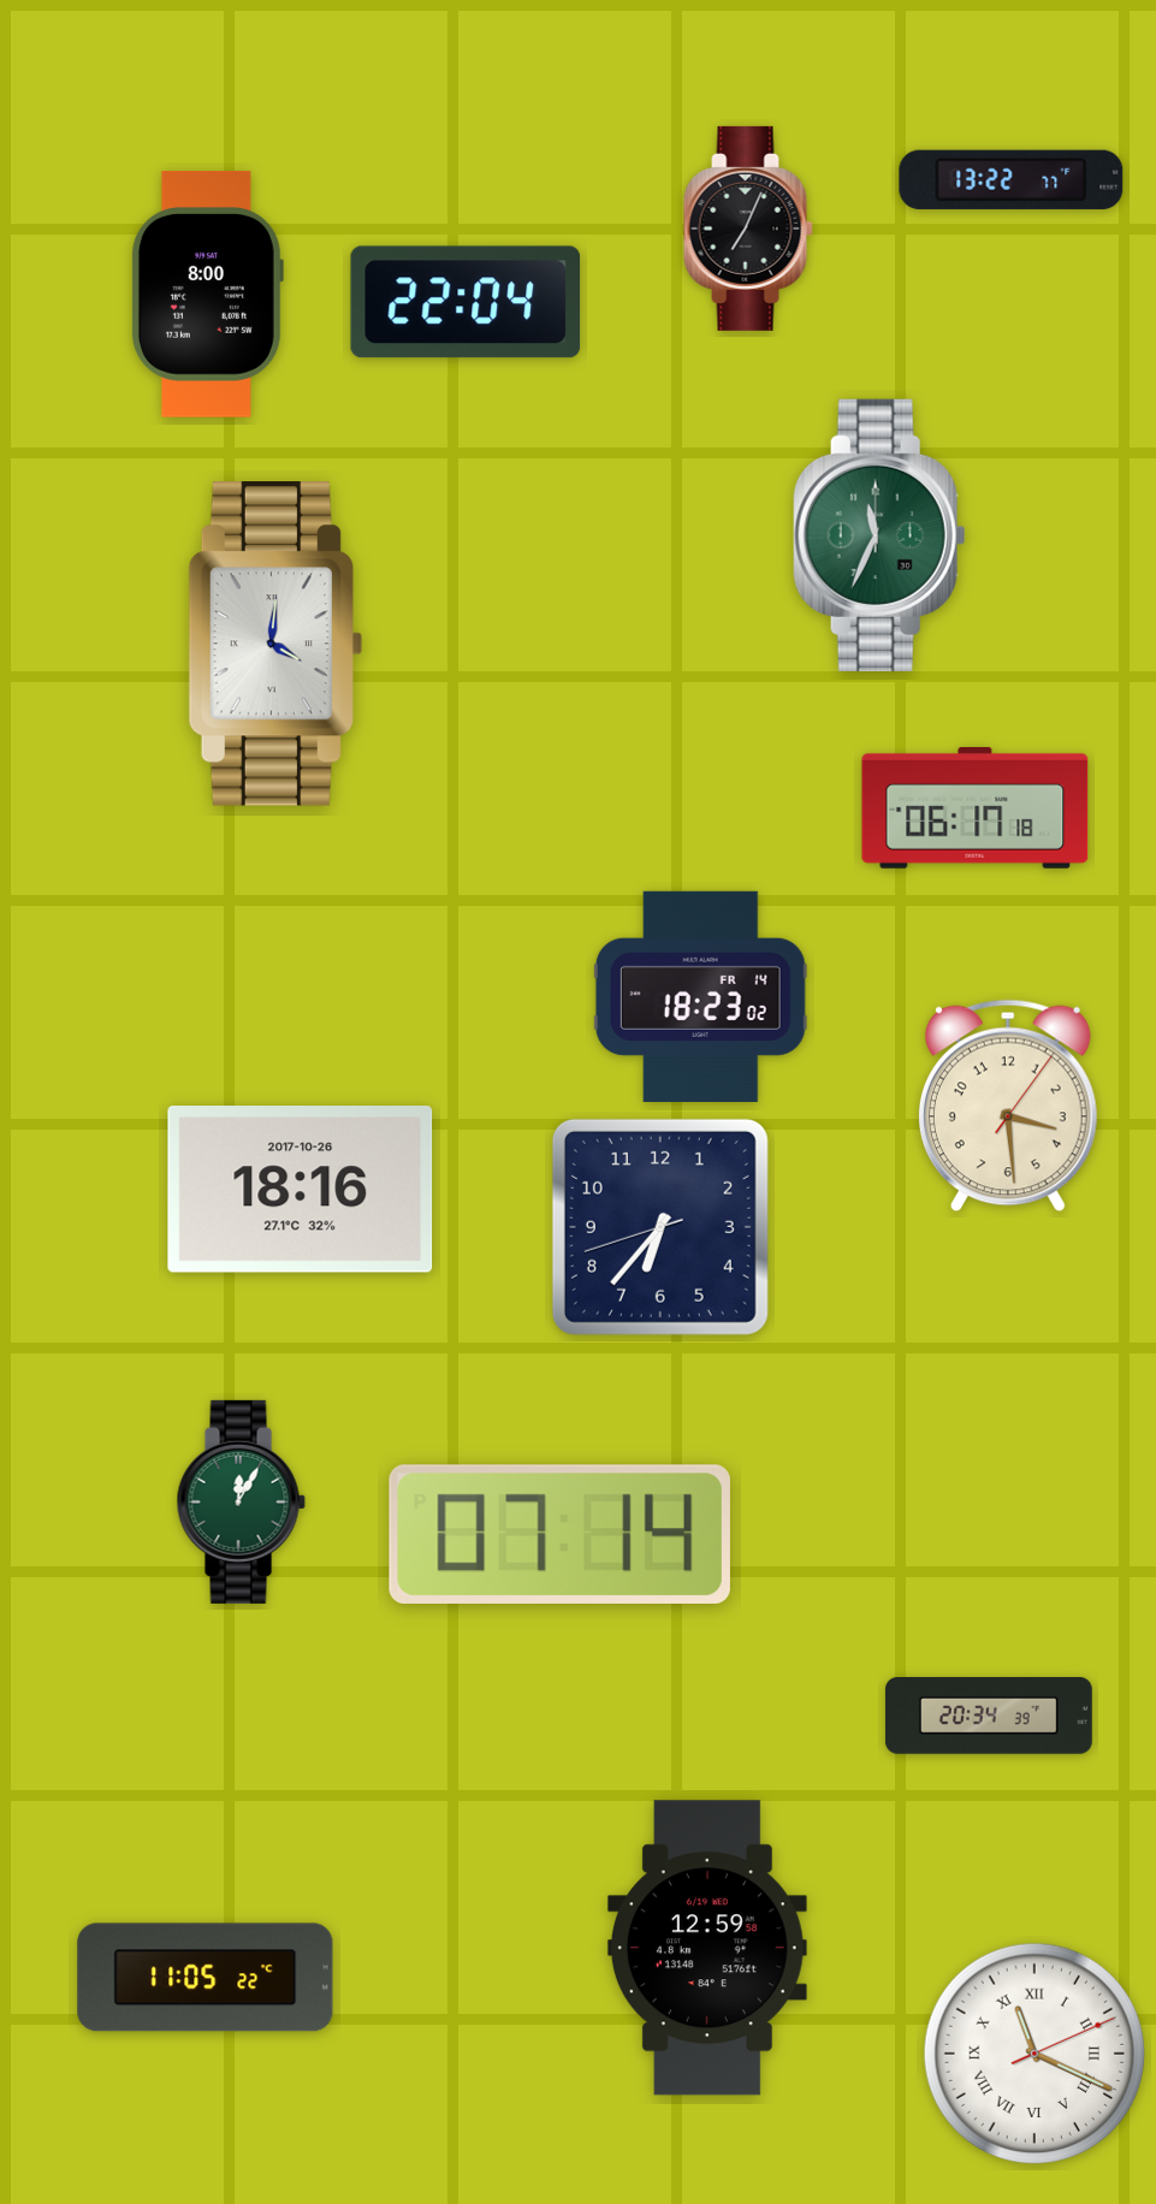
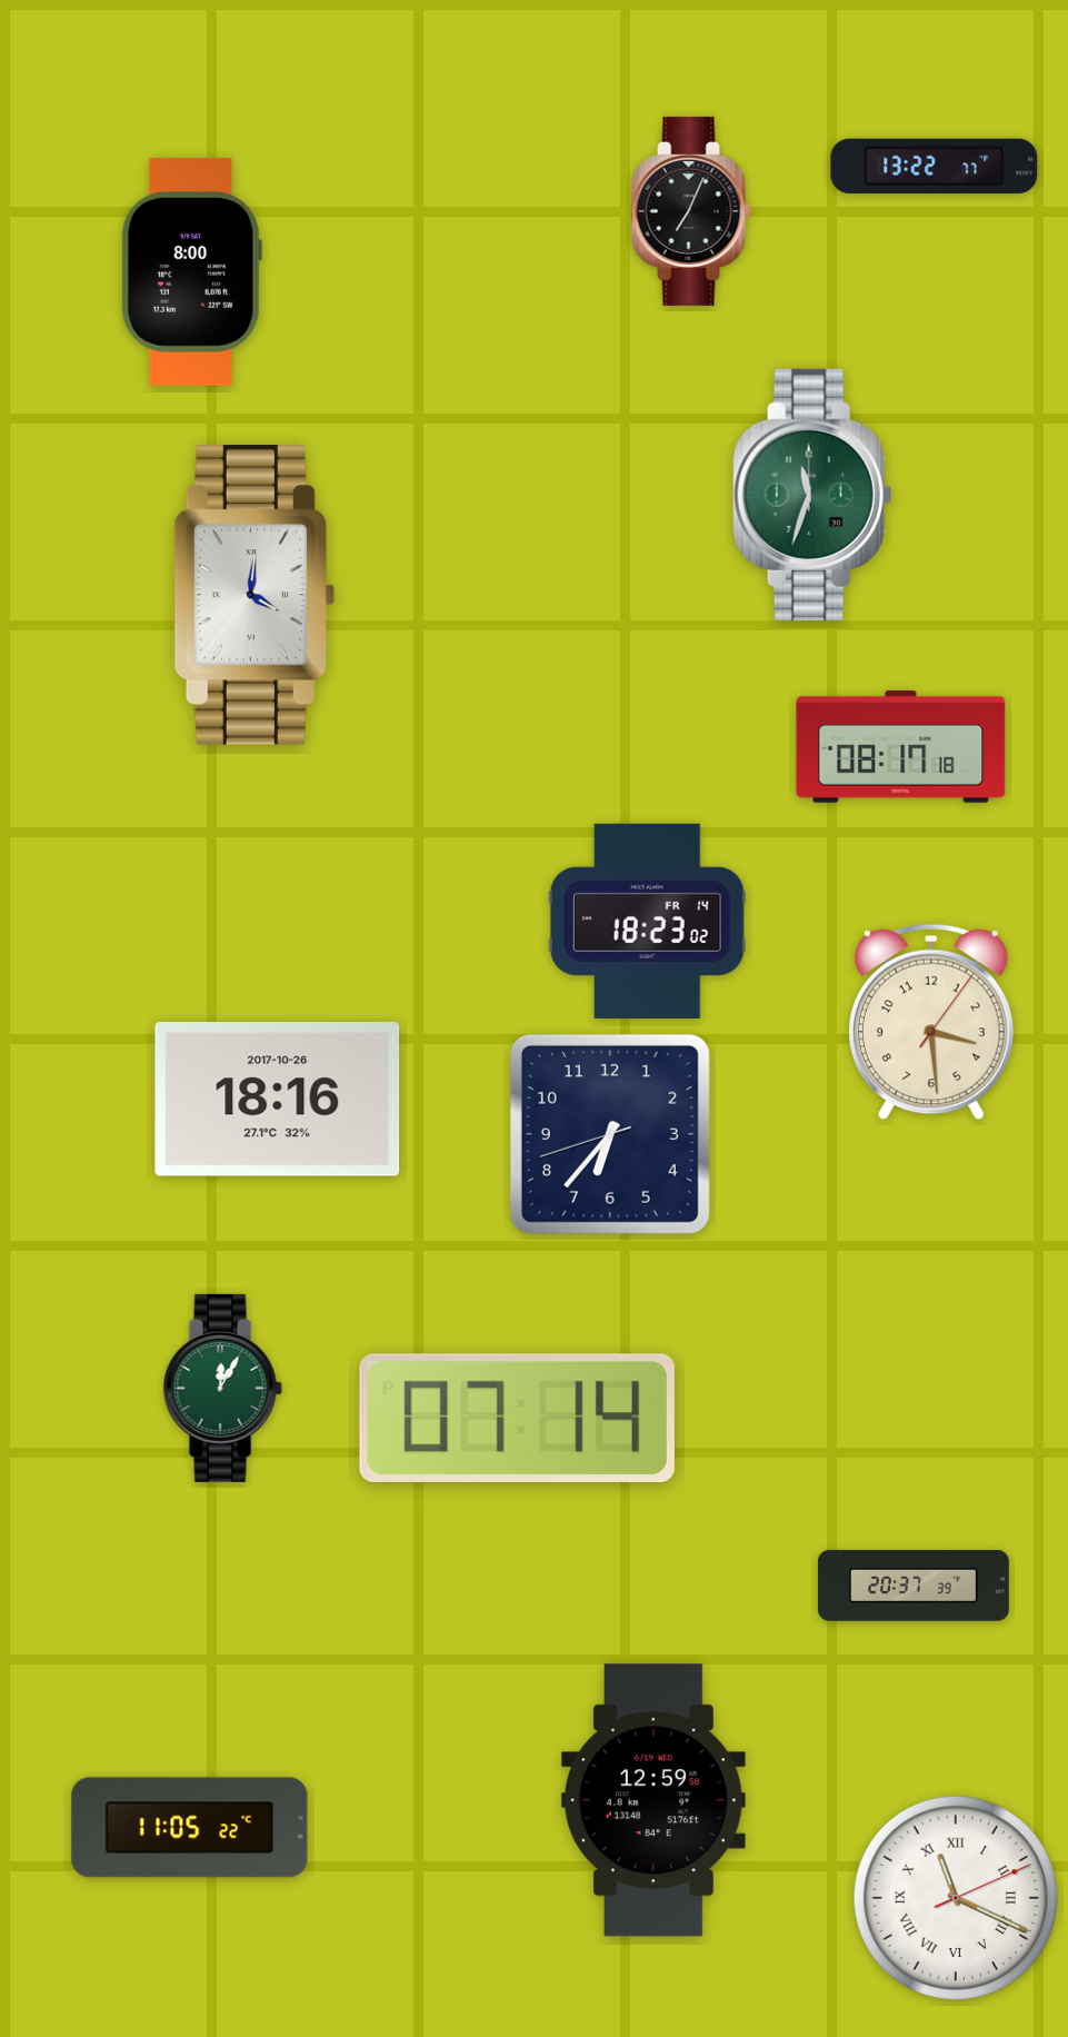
clock at (466, 302): 22:04 -> none
clock at (879, 535): 11:34 -> 11:33
clock at (976, 807): 06:17 -> 08:17
clock at (989, 1716): 20:34 -> 20:37
